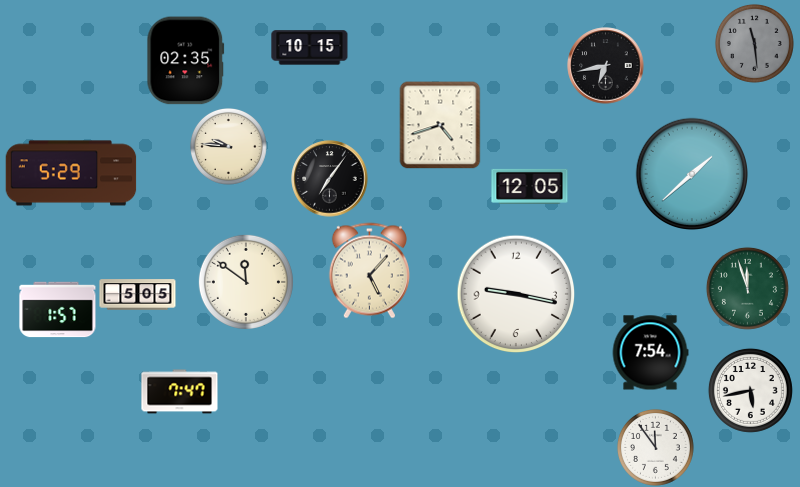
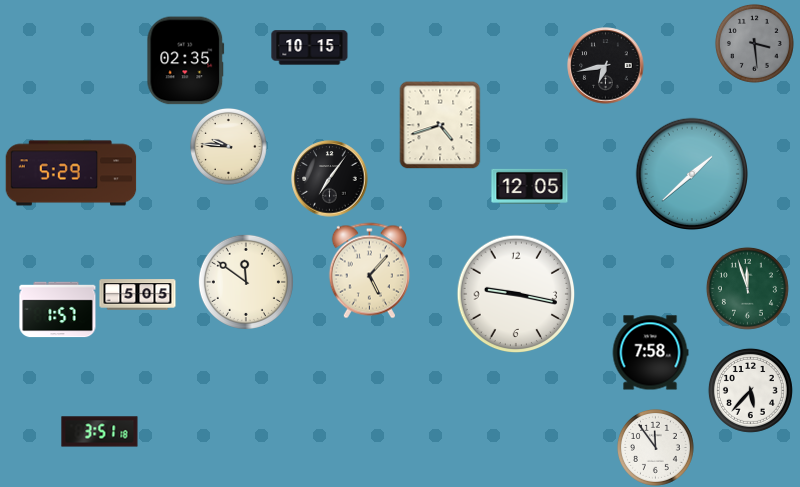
clock at (754, 43): 11:29 -> 3:29
clock at (650, 353): 7:54 -> 7:58
clock at (750, 390): 5:43 -> 5:37
clock at (180, 392): 7:47 -> none
clock at (100, 432): none -> 3:51
